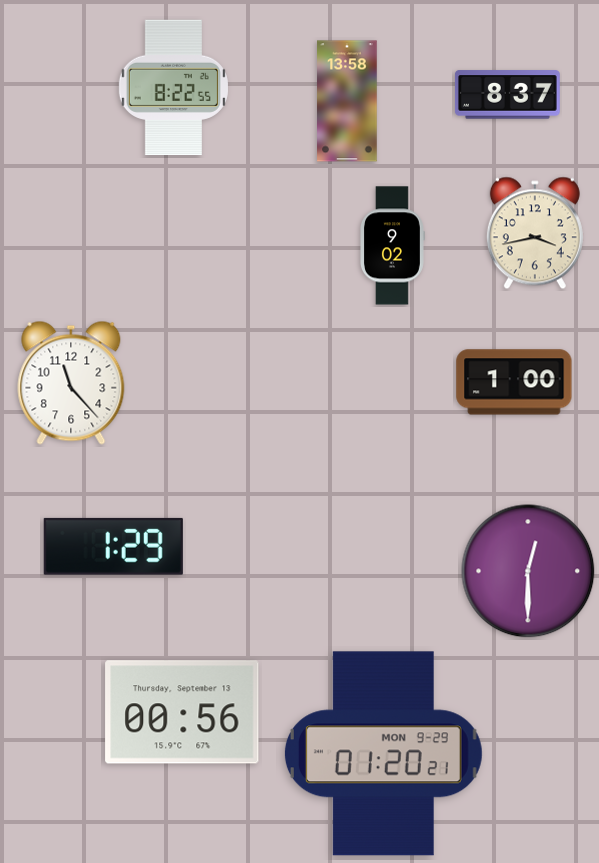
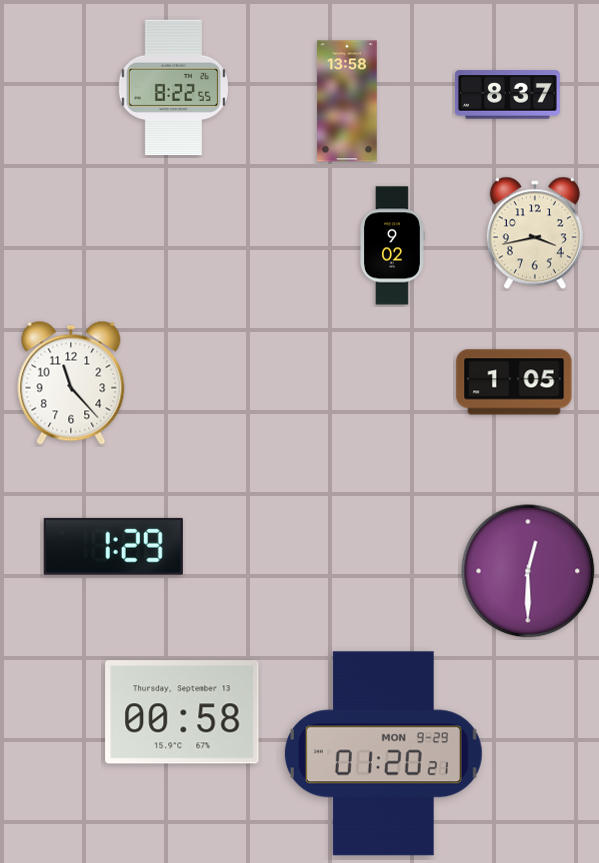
clock at (514, 382): 1:00 -> 1:05
clock at (182, 712): 00:56 -> 00:58
